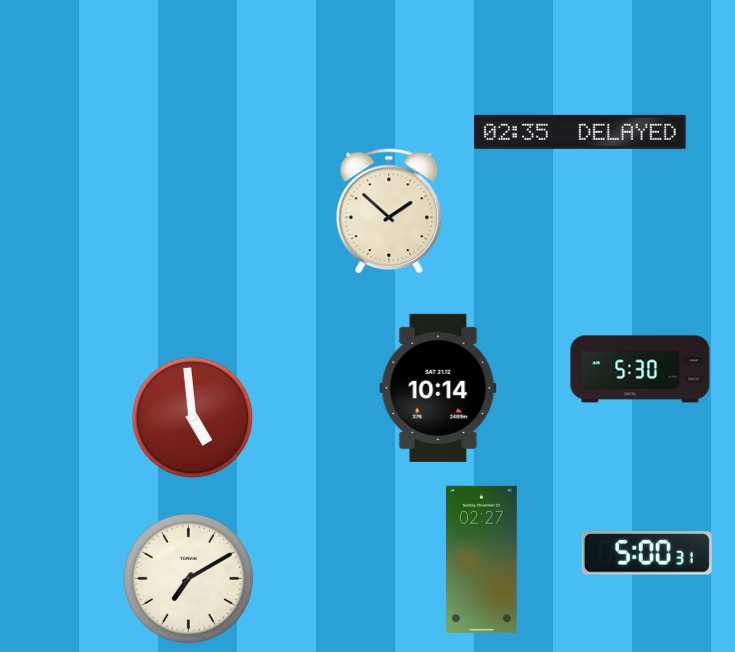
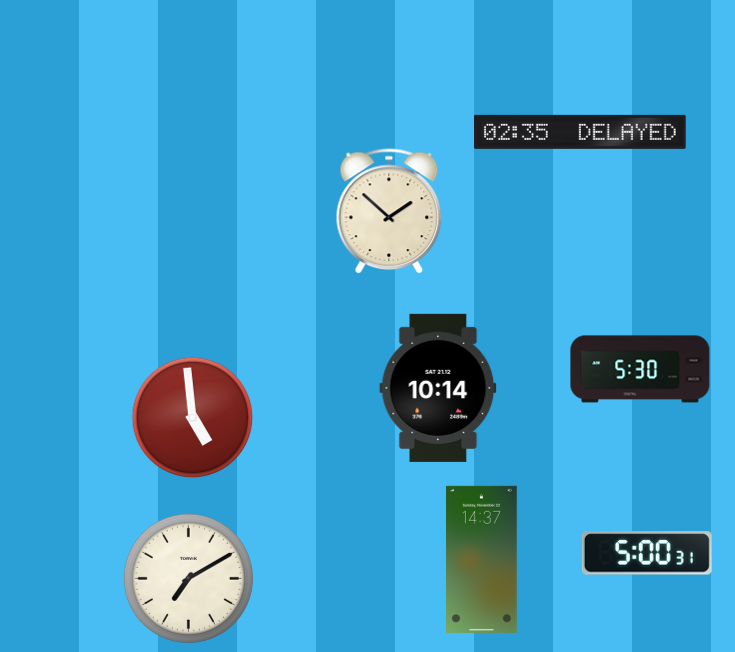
clock at (482, 559): 02:27 -> 14:37
